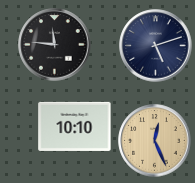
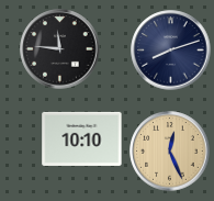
clock at (156, 46): 5:12 -> 8:12
clock at (155, 141) position: (155, 141) -> (170, 152)
